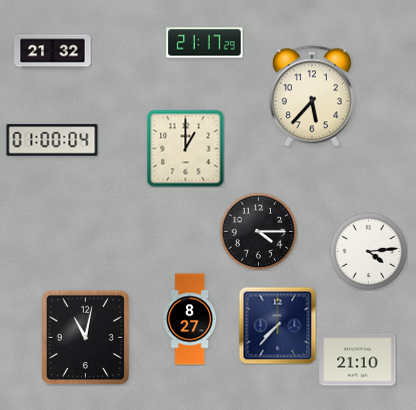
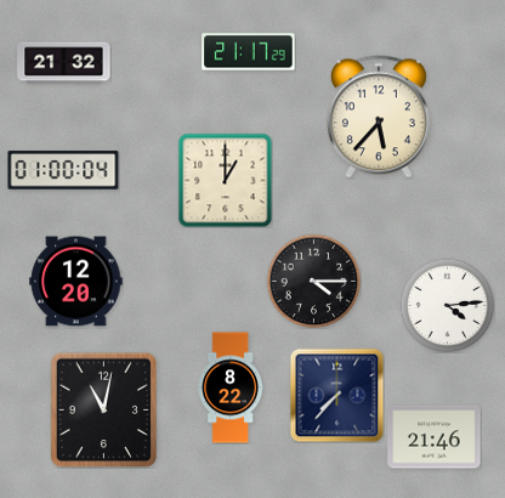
clock at (76, 282): none -> 12:20
clock at (190, 319): 8:27 -> 8:22
clock at (358, 360): 21:10 -> 21:46
